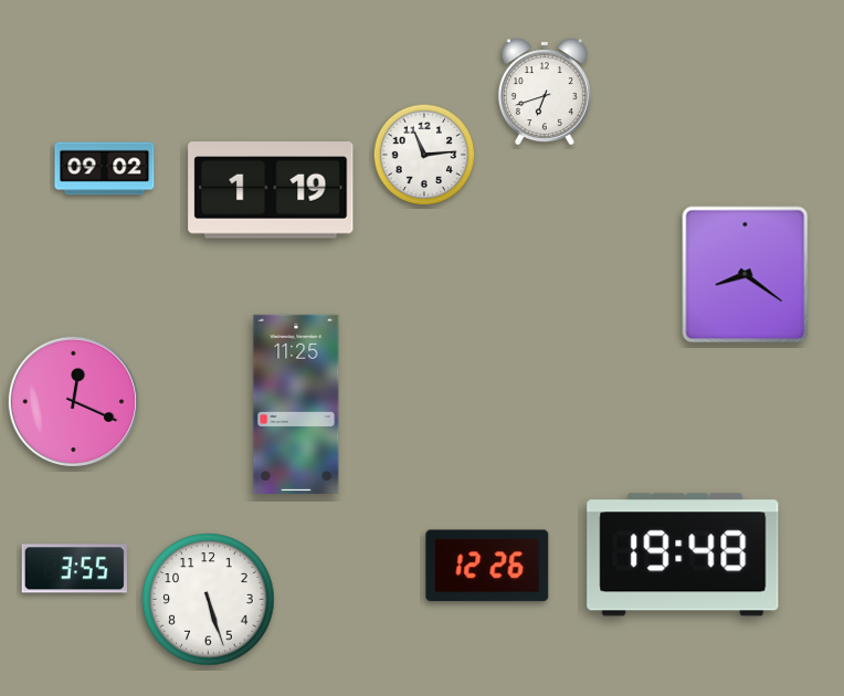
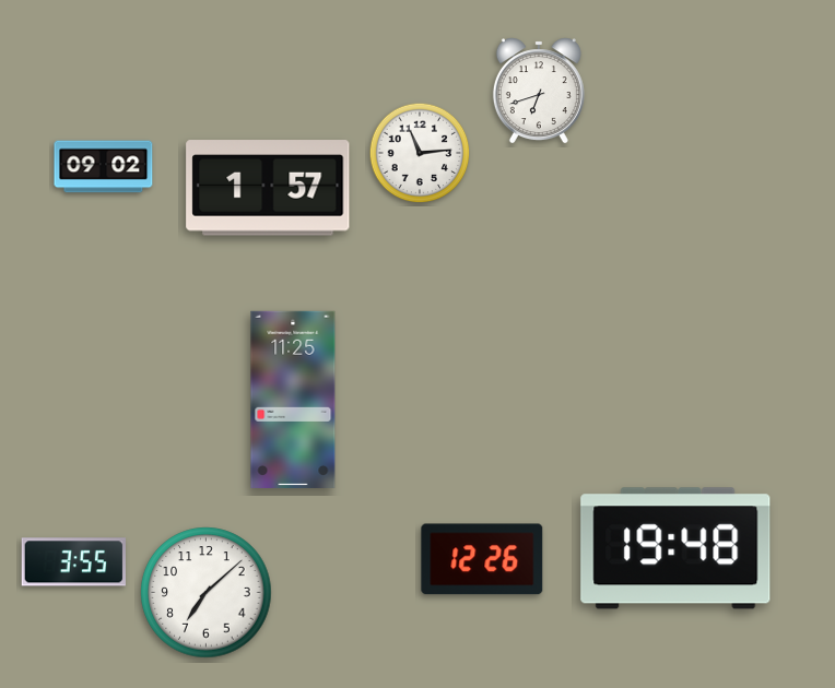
clock at (271, 190): 1:19 -> 1:57
clock at (746, 275): 8:21 -> none
clock at (73, 401): 12:19 -> none
clock at (209, 600): 5:27 -> 7:08
